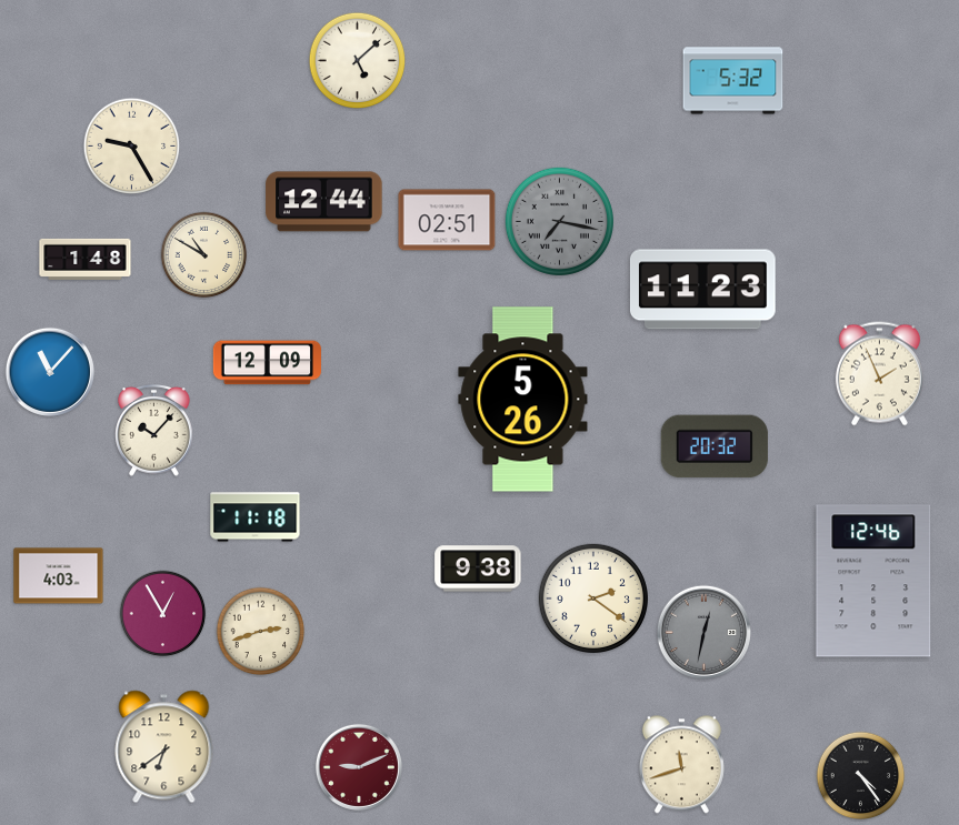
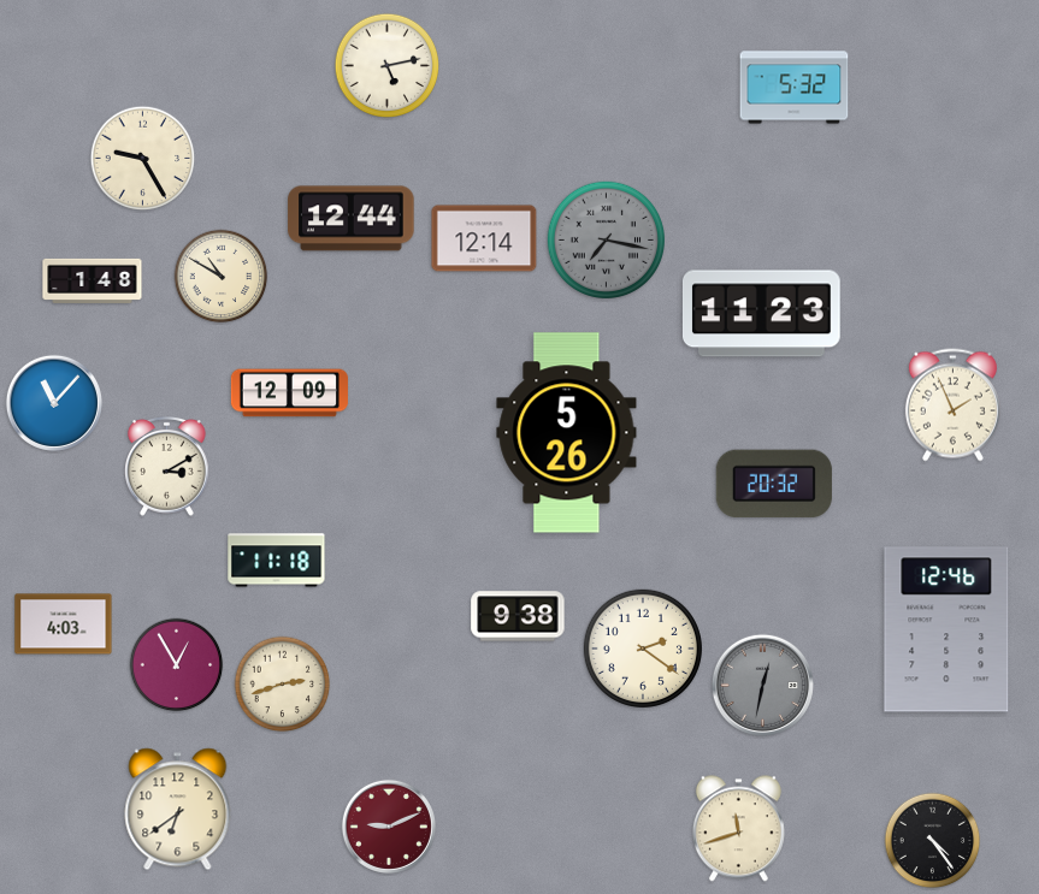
clock at (358, 61): 5:08 -> 5:13
clock at (447, 220): 02:51 -> 12:14
clock at (154, 430): 10:07 -> 3:10
clock at (359, 767) position: (359, 767) -> (389, 827)
